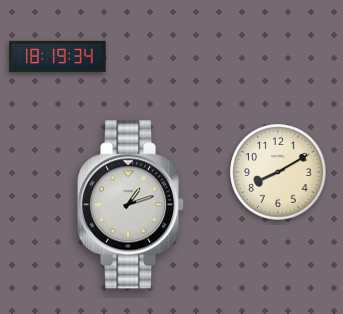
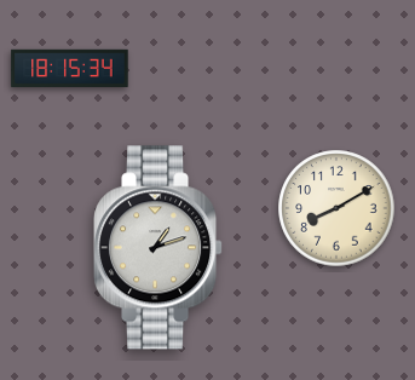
clock at (58, 56): 18:19 -> 18:15
